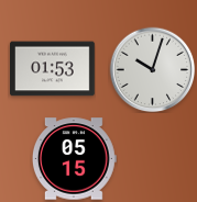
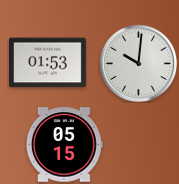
clock at (152, 69): 10:03 -> 10:01
clock at (74, 159) position: (74, 159) -> (64, 145)
